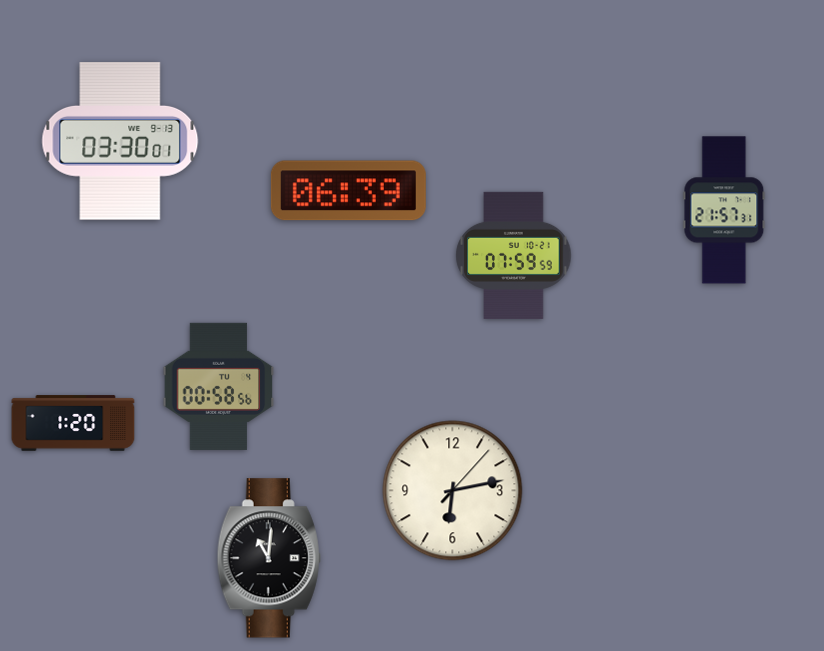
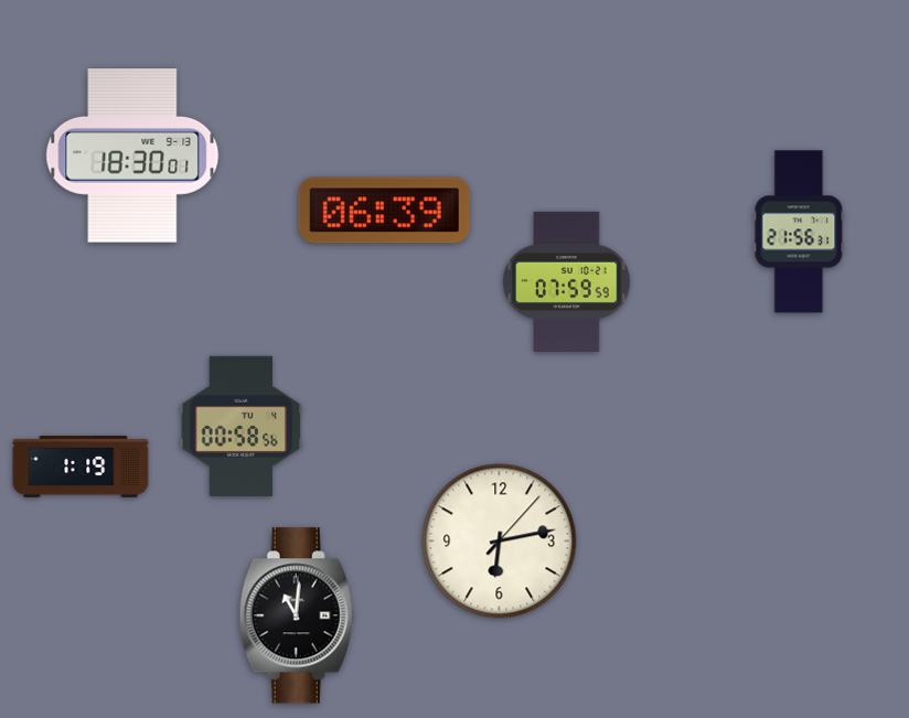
clock at (120, 141): 03:30 -> 18:30
clock at (724, 210): 21:57 -> 21:56
clock at (73, 423): 1:20 -> 1:19
